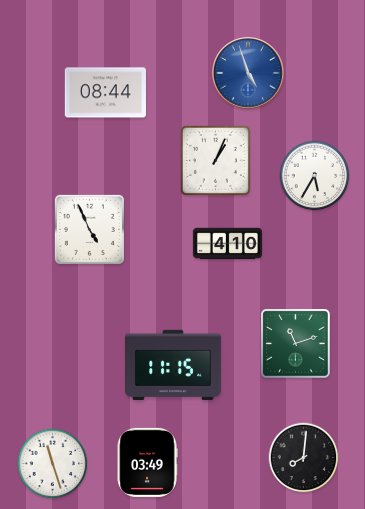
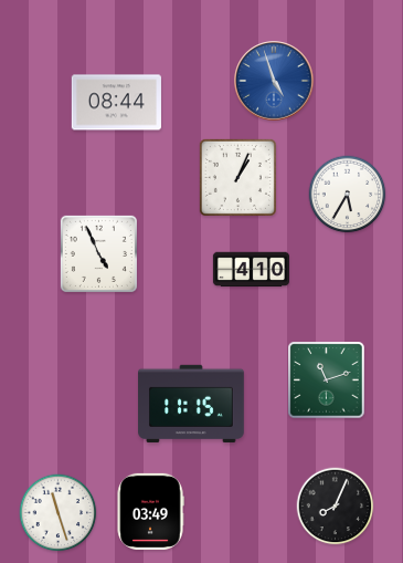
clock at (304, 458): 8:01 -> 8:04
clock at (147, 462) position: (147, 462) -> (150, 511)
